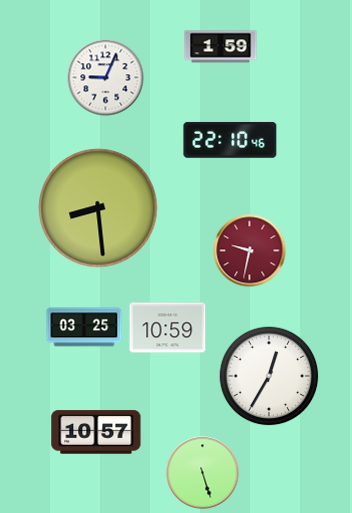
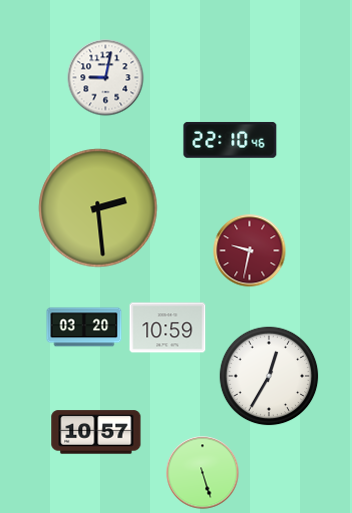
clock at (221, 47): 1:59 -> none
clock at (106, 78): 9:04 -> 9:02
clock at (98, 208): 8:29 -> 2:29
clock at (84, 327): 03:25 -> 03:20
